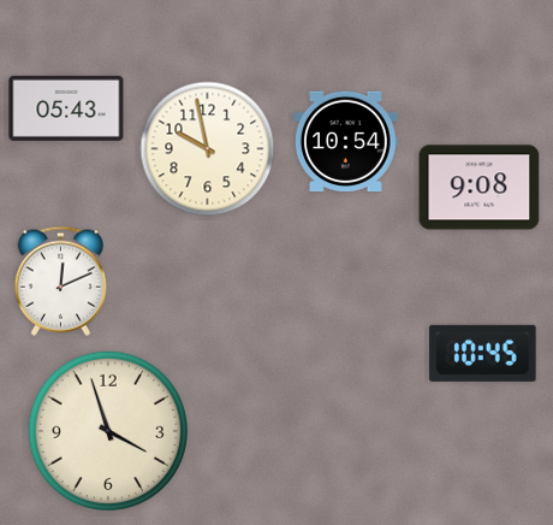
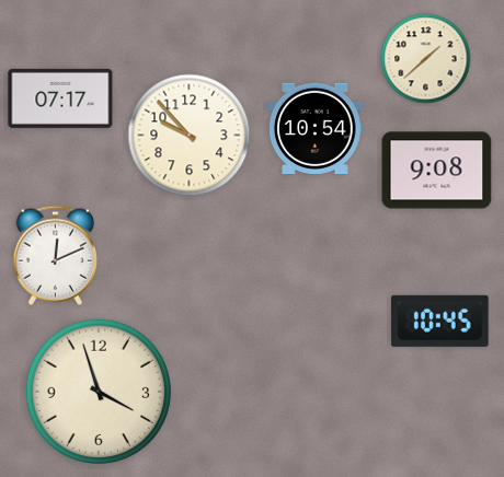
clock at (426, 59): none -> 1:38
clock at (66, 108): 05:43 -> 07:17
clock at (208, 149): 9:58 -> 9:53
